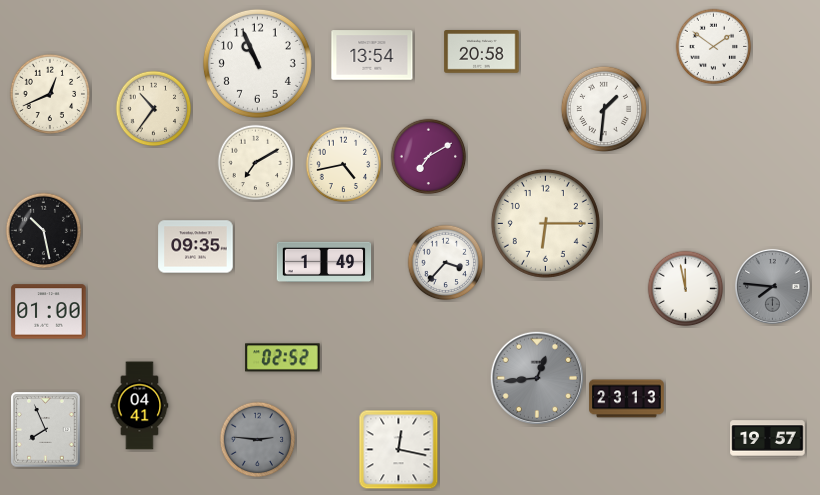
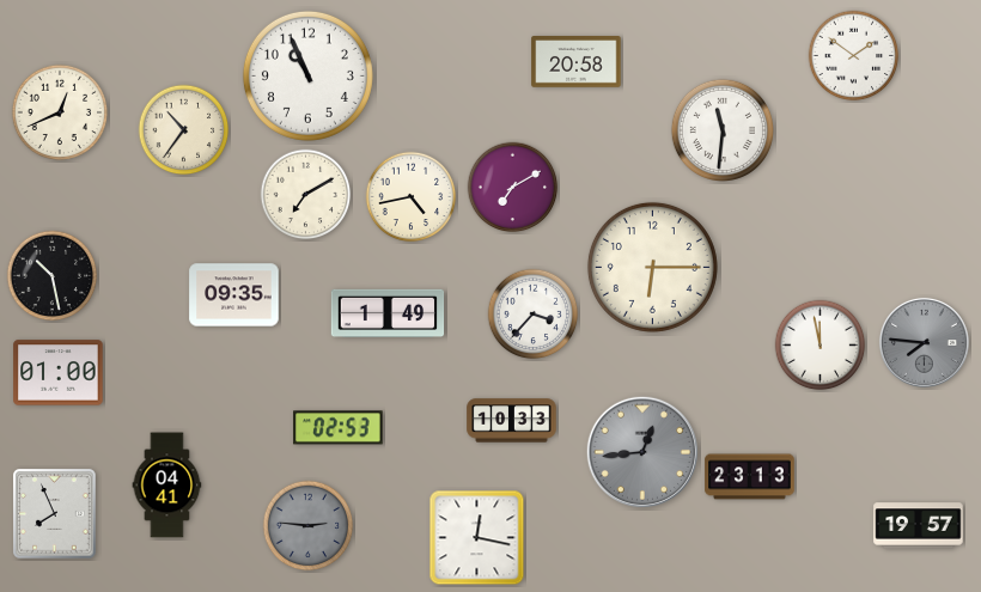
clock at (372, 55): 13:54 -> none
clock at (603, 108): 1:31 -> 11:31
clock at (512, 421): none -> 10:33
clock at (283, 358): 02:52 -> 02:53
